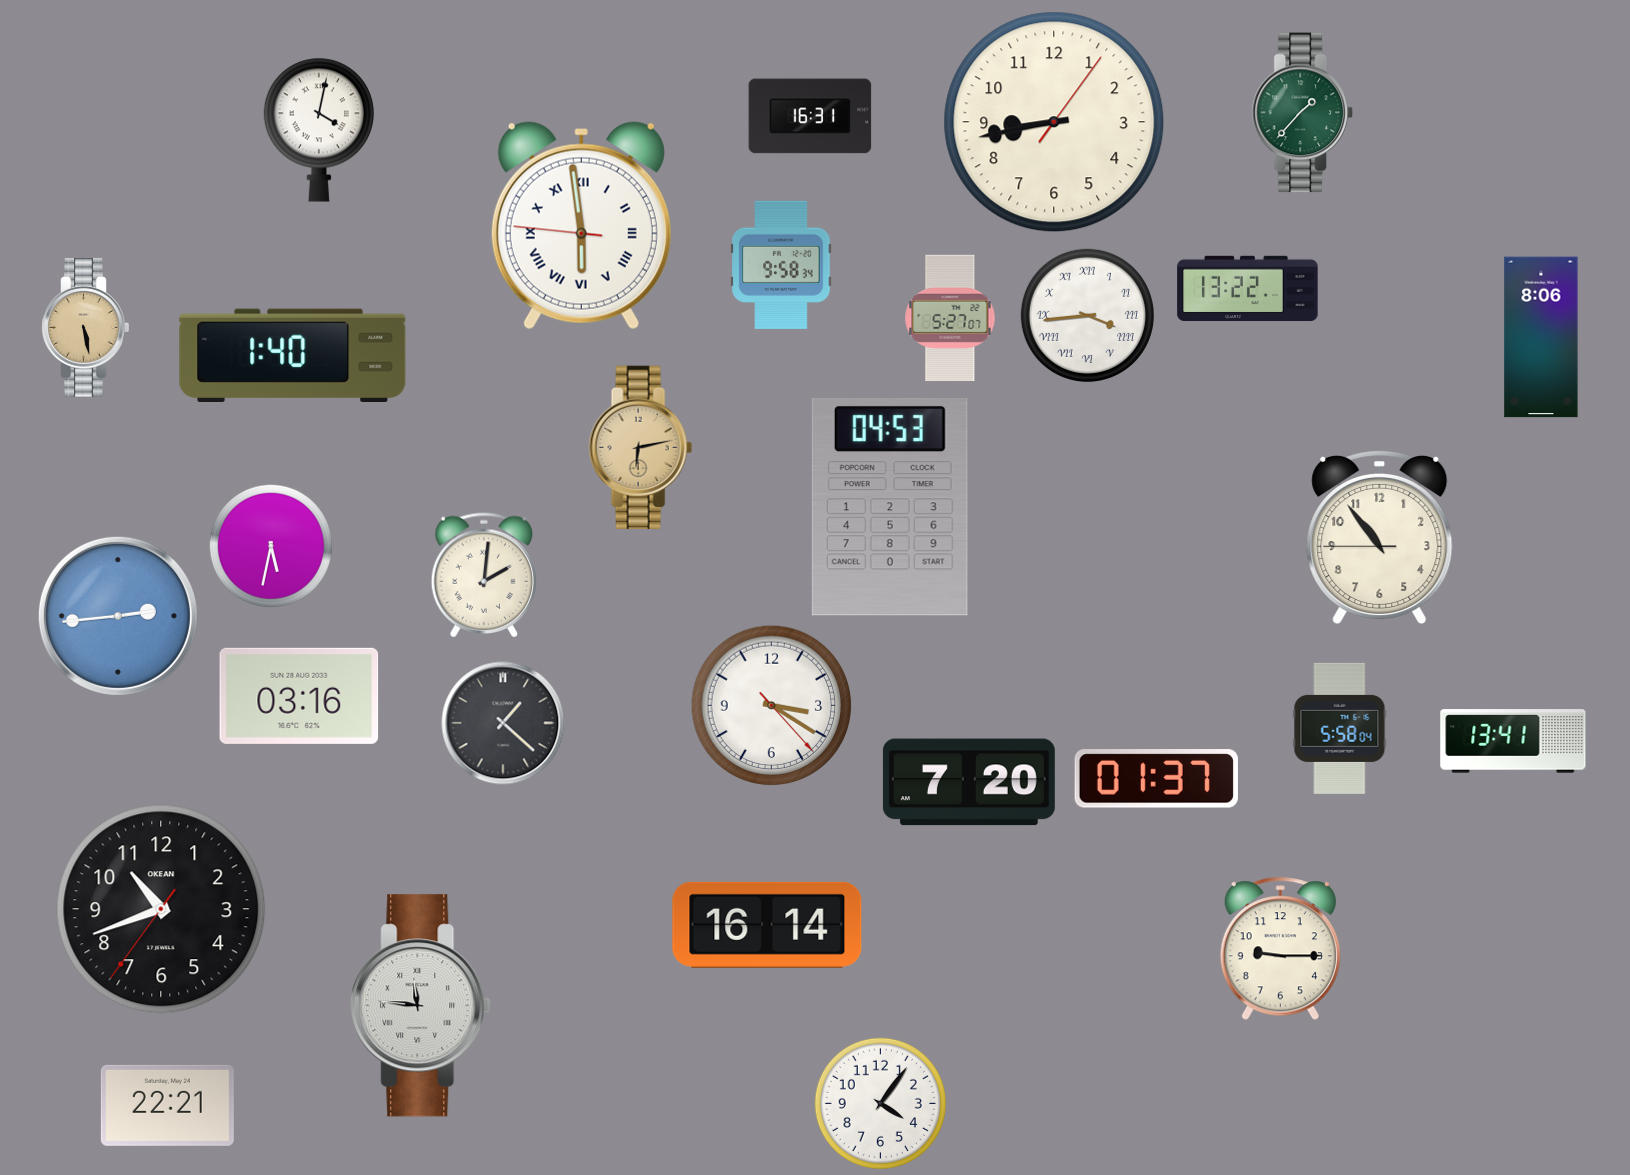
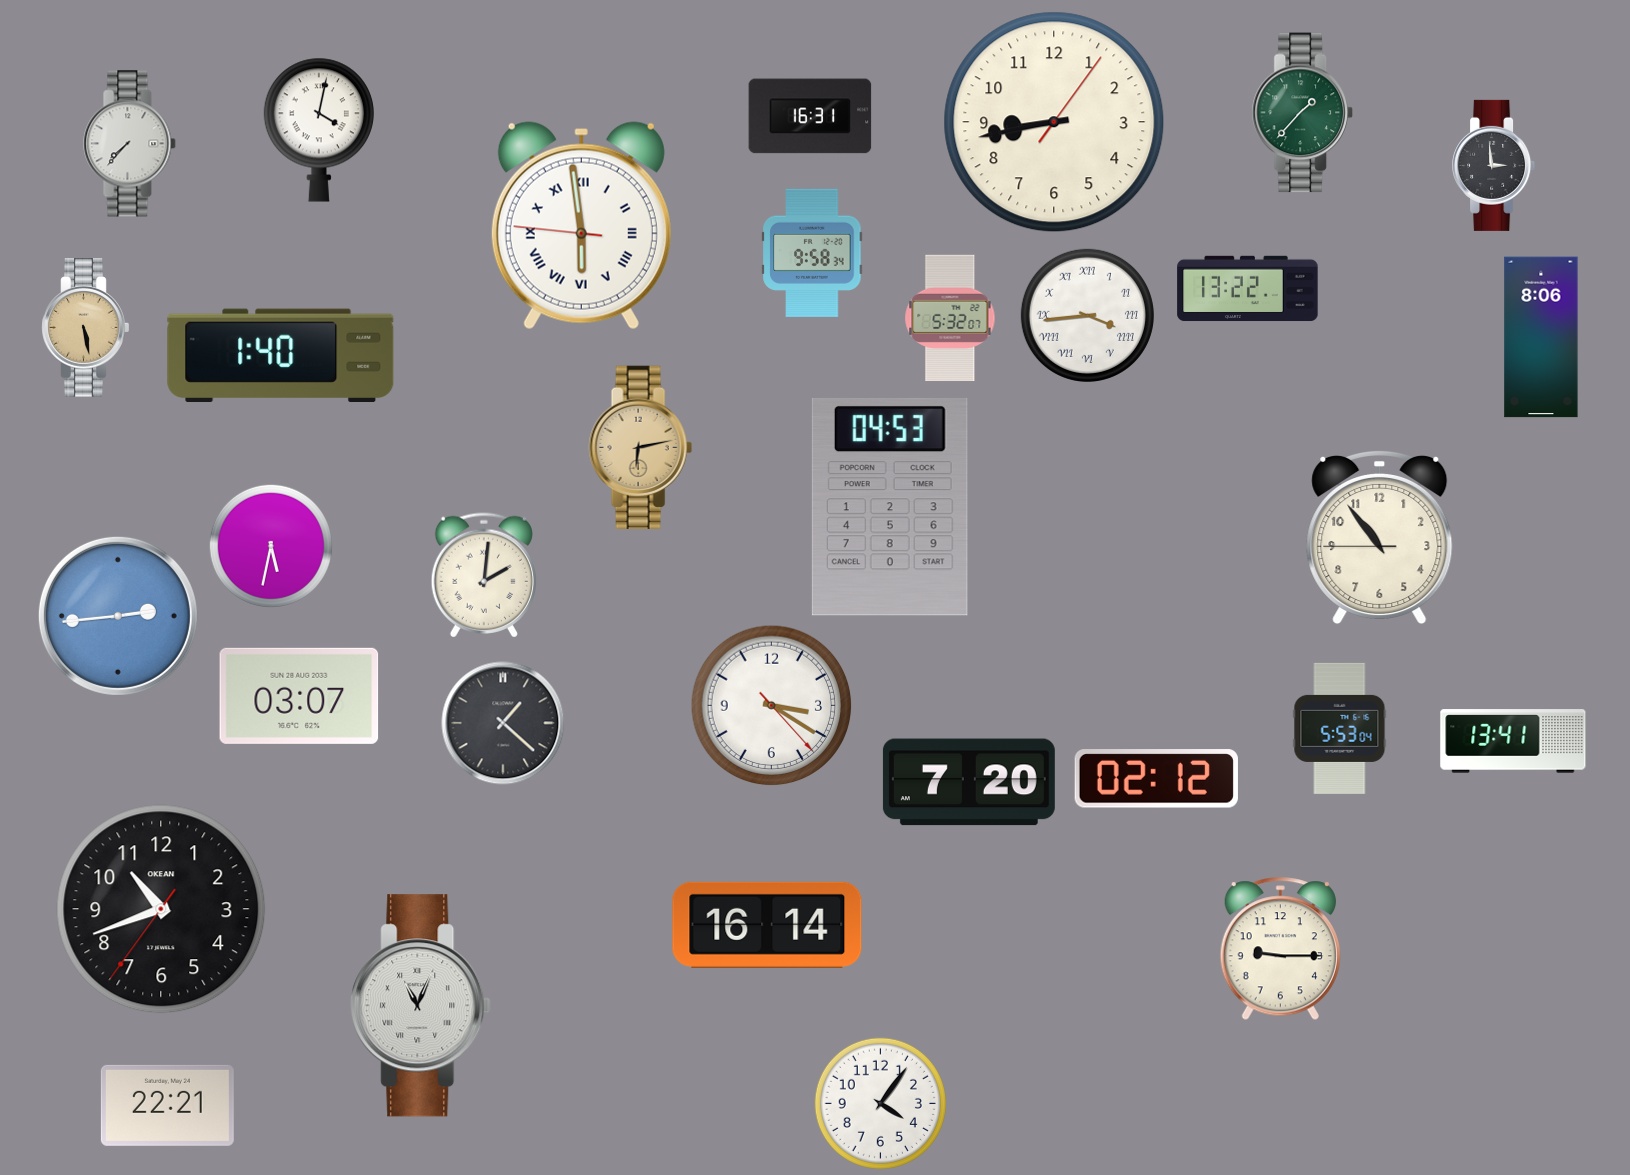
clock at (130, 144): none -> 7:37
clock at (1494, 165): none -> 2:59
clock at (781, 265) position: (781, 265) -> (812, 253)
clock at (950, 317): 5:27 -> 5:32
clock at (293, 355) position: (293, 355) -> (281, 355)
clock at (299, 696): 03:16 -> 03:07
clock at (1340, 728): 5:58 -> 5:53
clock at (1156, 779): 01:37 -> 02:12
clock at (421, 1006): 11:46 -> 11:04
